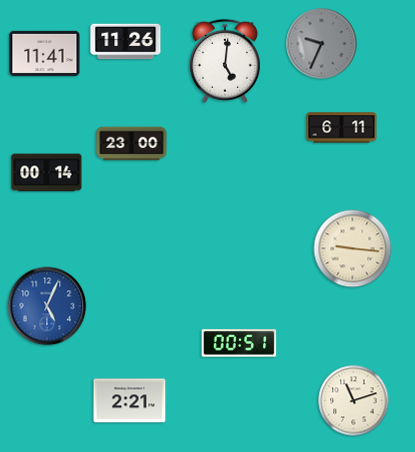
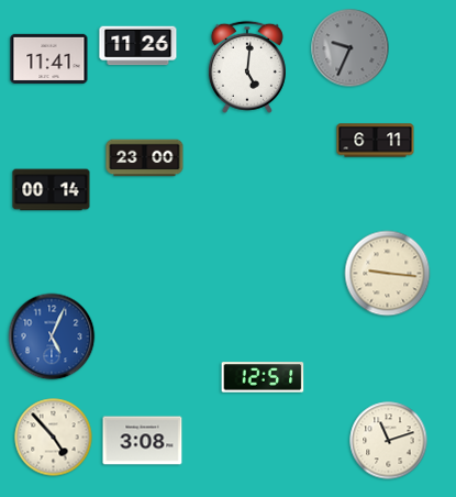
clock at (322, 44) position: (322, 44) -> (351, 48)
clock at (239, 343): 00:51 -> 12:51
clock at (54, 438): none -> 4:53
clock at (130, 401): 2:21 -> 3:08
